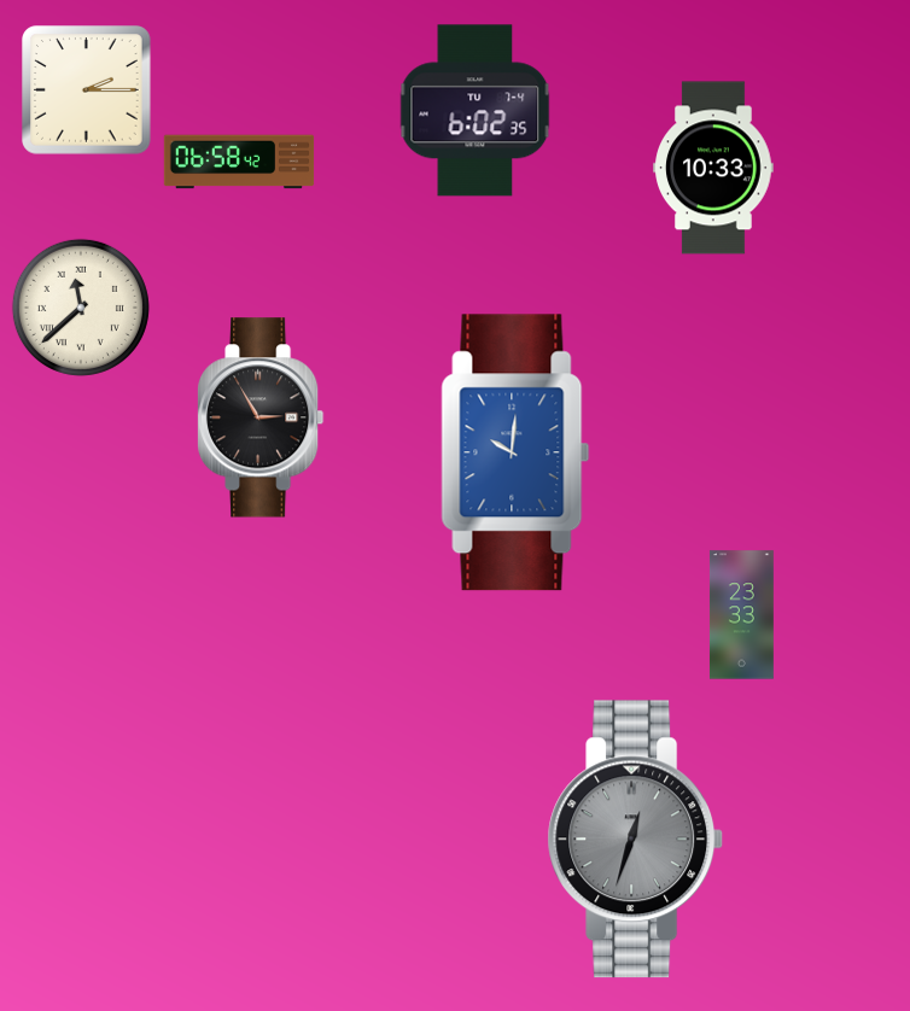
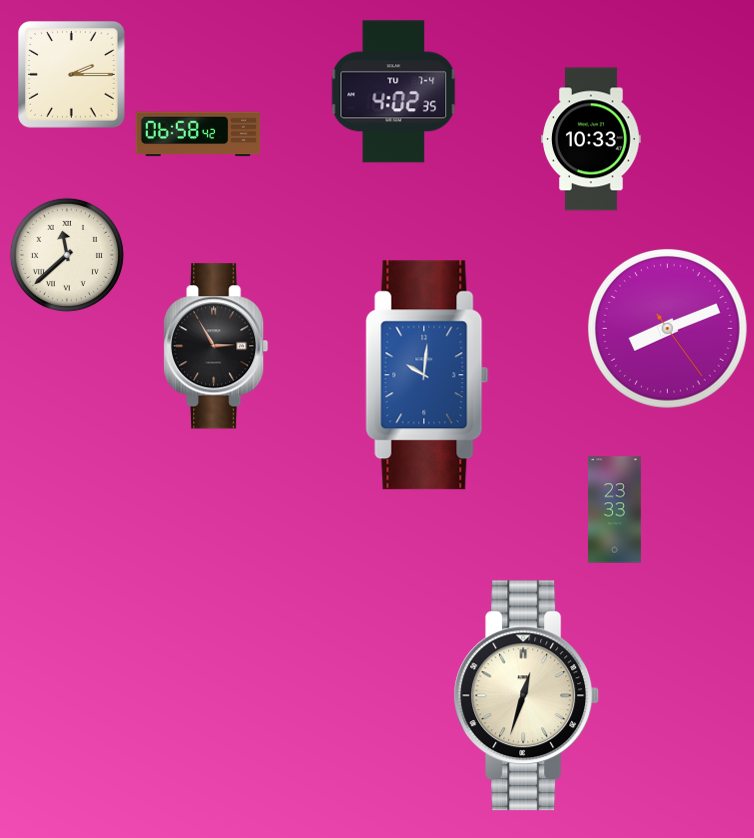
clock at (476, 111): 6:02 -> 4:02
clock at (668, 329): none -> 8:11
clock at (636, 840) dial: grey -> cream
